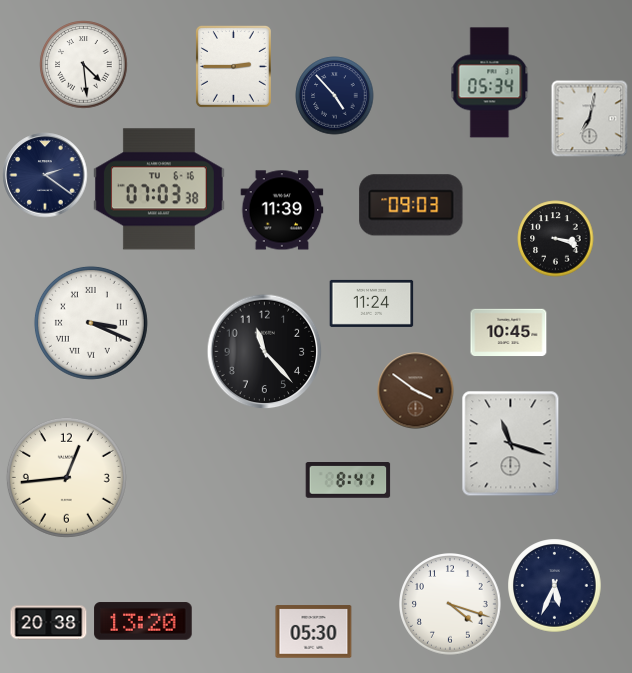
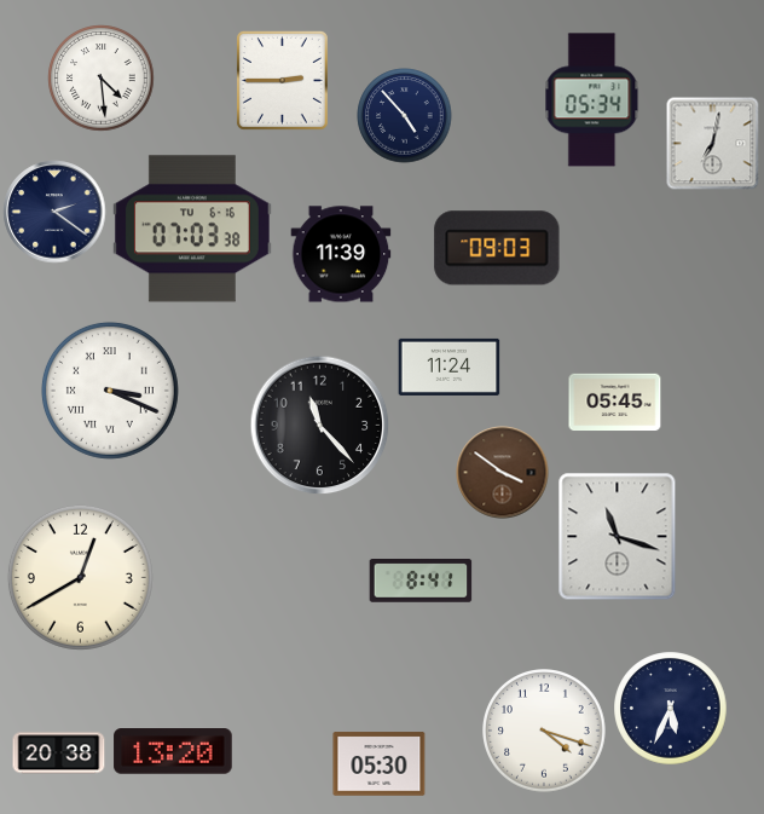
clock at (556, 239): 3:18 -> none
clock at (509, 333): 10:45 -> 05:45
clock at (66, 477): 12:44 -> 12:40
